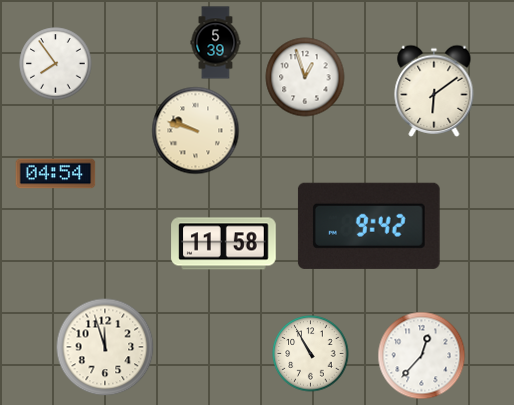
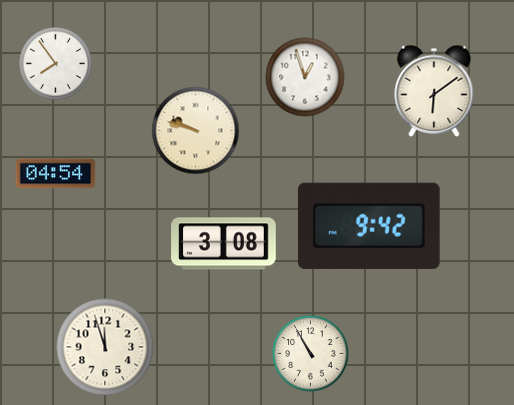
clock at (216, 43): 5:39 -> none
clock at (224, 244): 11:58 -> 3:08
clock at (422, 356): 12:37 -> none
